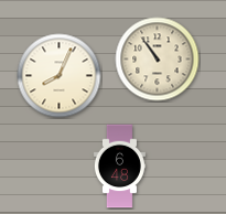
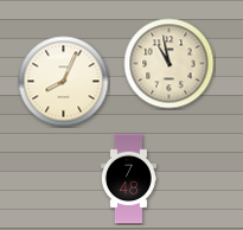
clock at (158, 60): 10:54 -> 10:58
clock at (119, 167): 6:48 -> 7:48
